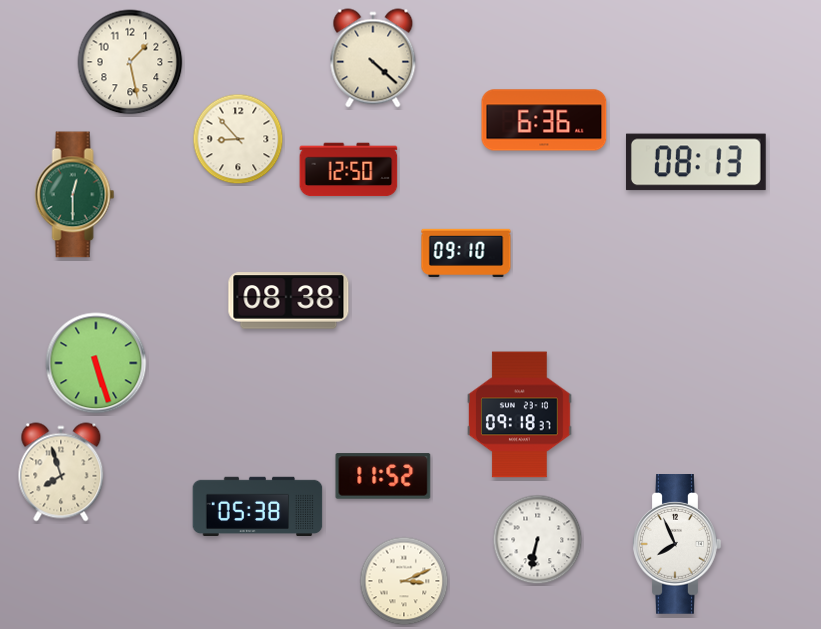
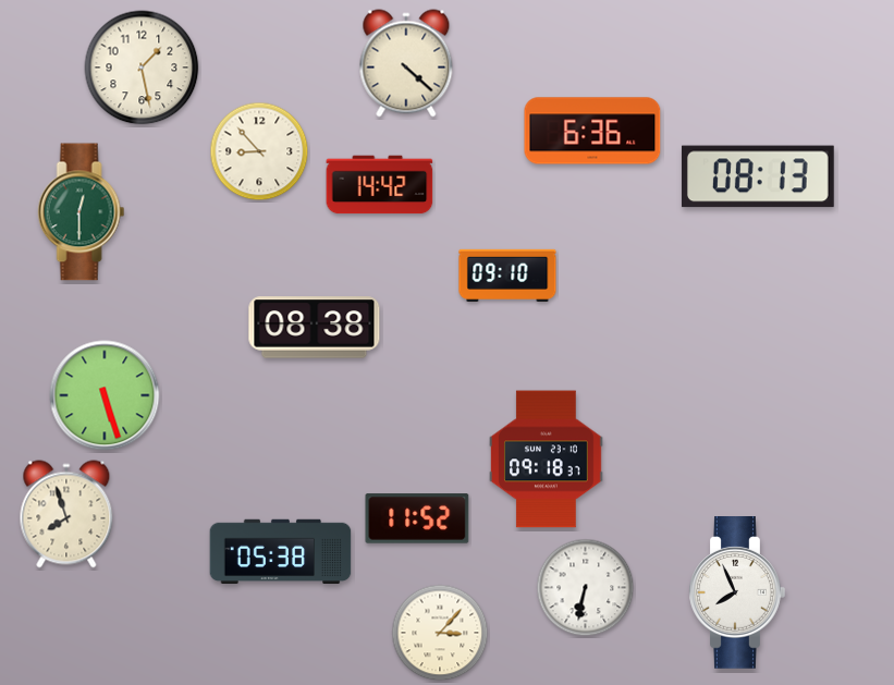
clock at (349, 170): 12:50 -> 14:42
clock at (520, 415) position: (520, 415) -> (547, 460)
clock at (404, 581): 3:11 -> 3:07
